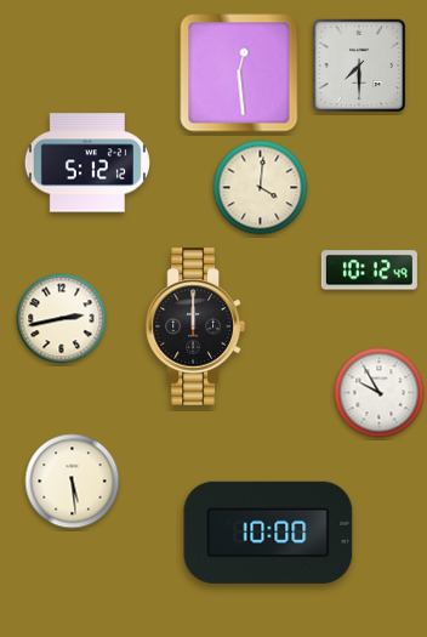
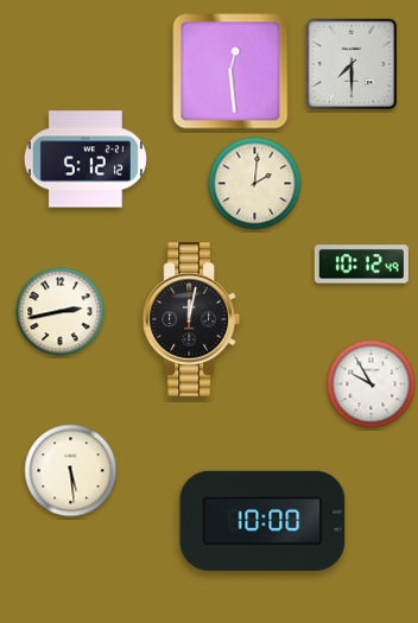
clock at (239, 73) position: (239, 73) -> (230, 71)
clock at (261, 188): 4:01 -> 2:01
clock at (195, 326): 12:00 -> 12:02
